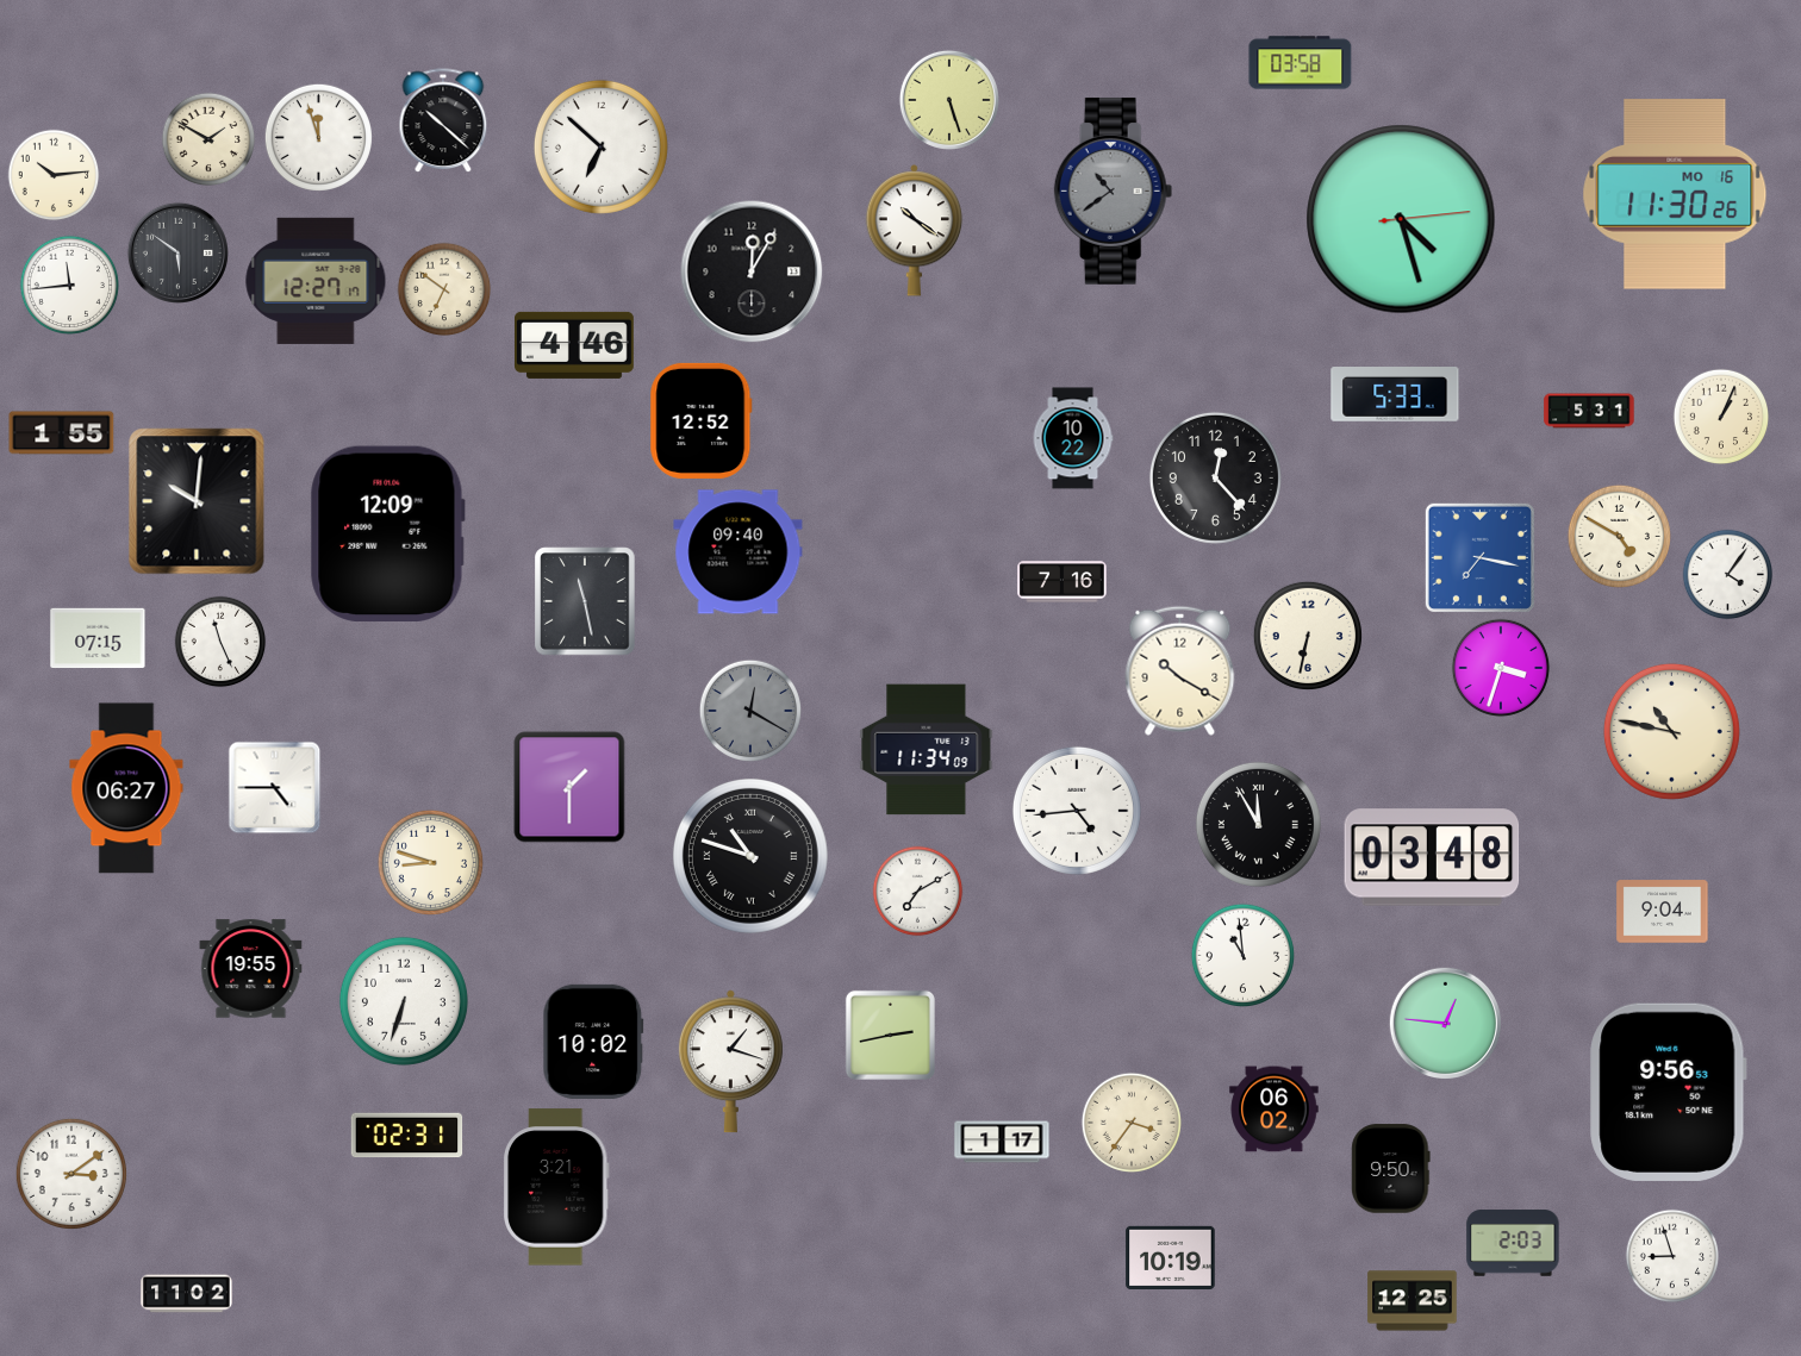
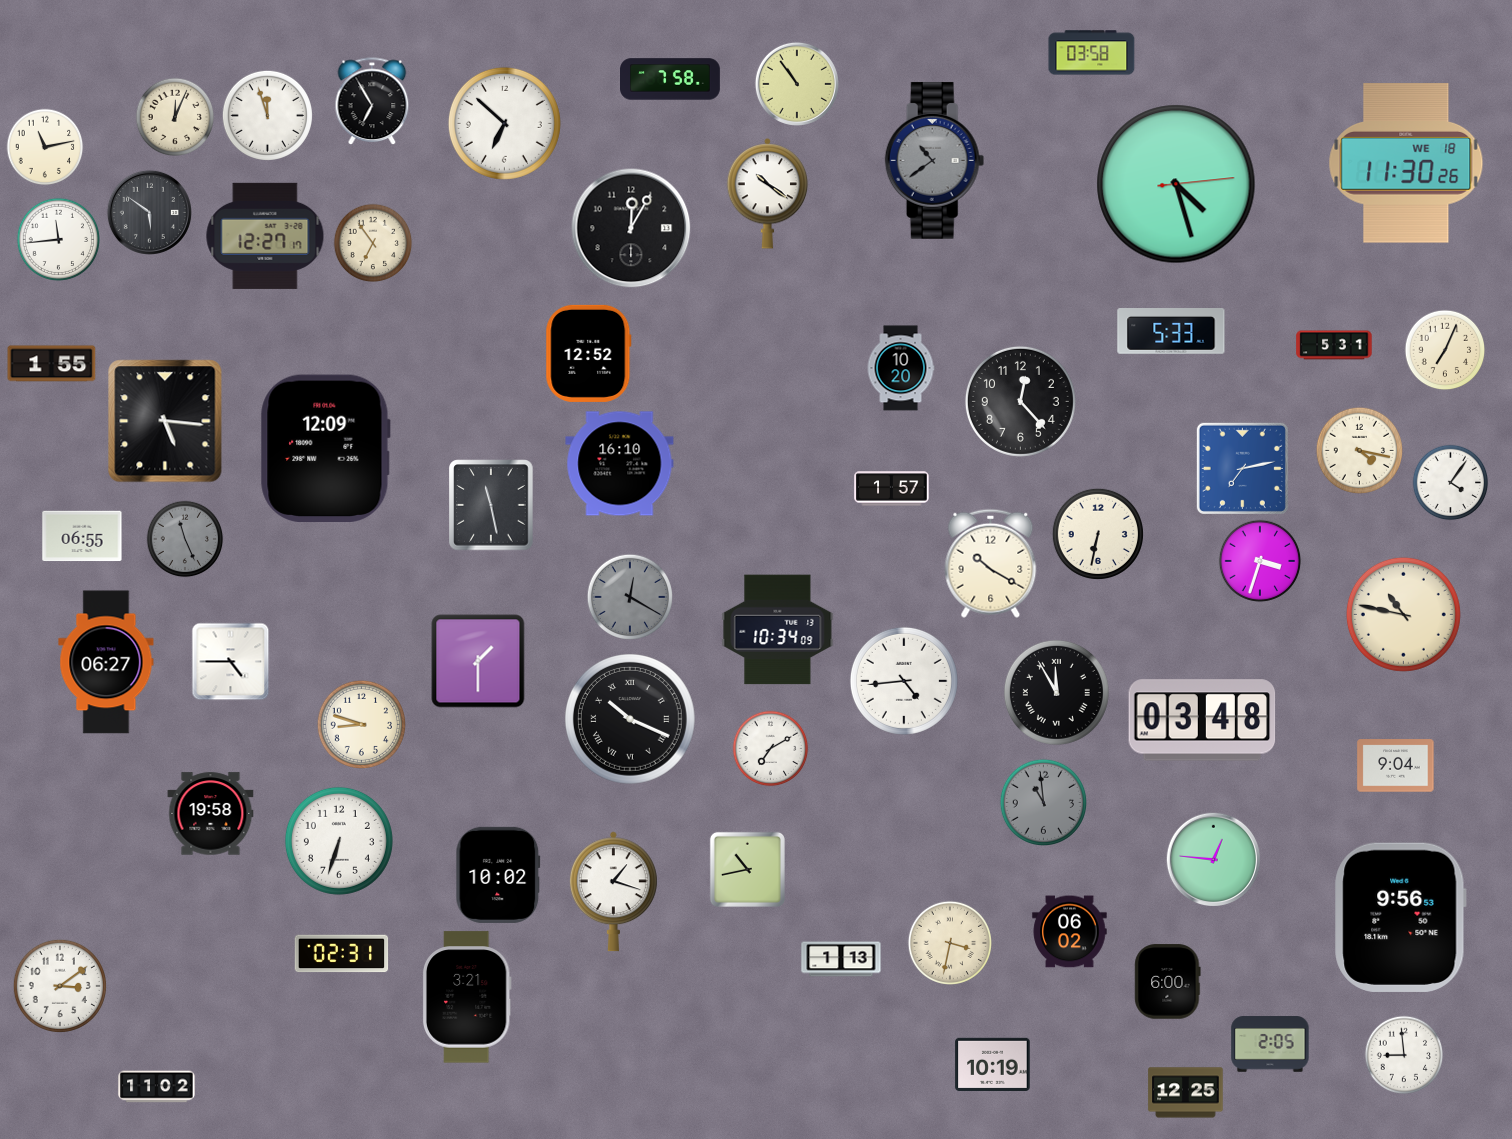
clock at (671, 79): none -> 7:58
clock at (949, 100): 5:27 -> 10:54
clock at (443, 121): 10:22 -> 6:55
clock at (208, 139): 1:50 -> 12:04
clock at (54, 175): 10:14 -> 11:13
clock at (1675, 194) date: MO 16 -> WE 18
clock at (444, 289): 6:51 -> 6:54
clock at (575, 345): 4:46 -> none
clock at (1721, 417): 1:04 -> 7:04
clock at (1073, 438): 10:22 -> 10:20
clock at (197, 501): 10:01 -> 5:16
clock at (1619, 536): 4:50 -> 4:17
clock at (739, 552): 09:40 -> 16:10
clock at (1479, 557): 7:17 -> 7:13
clock at (1062, 582): 7:16 -> 1:57
clock at (98, 638): 07:15 -> 06:55
clock at (220, 642) dial: white -> grey
clock at (927, 750): 11:34 -> 10:34
clock at (750, 856): 10:48 -> 10:19
clock at (1242, 955) dial: white -> grey
clock at (251, 969): 19:55 -> 19:58
clock at (890, 1035): 2:43 -> 10:43
clock at (1130, 1121): 3:36 -> 3:32
clock at (1002, 1142): 1:17 -> 1:13
clock at (1391, 1169): 9:50 -> 6:00
clock at (1513, 1243): 2:03 -> 2:05
clock at (1672, 1256): 8:57 -> 8:59
clock at (1171, 1257) position: (1171, 1257) -> (993, 1064)
